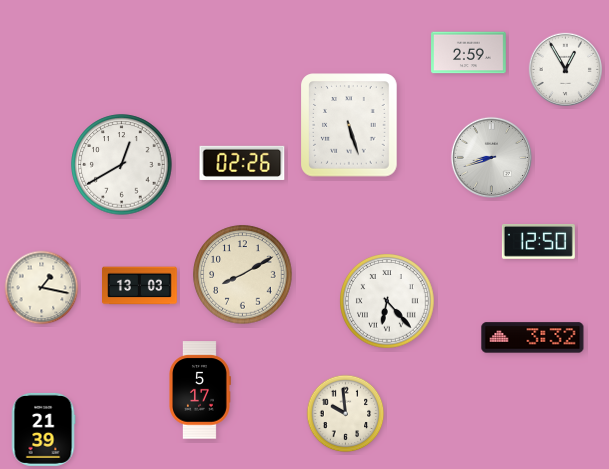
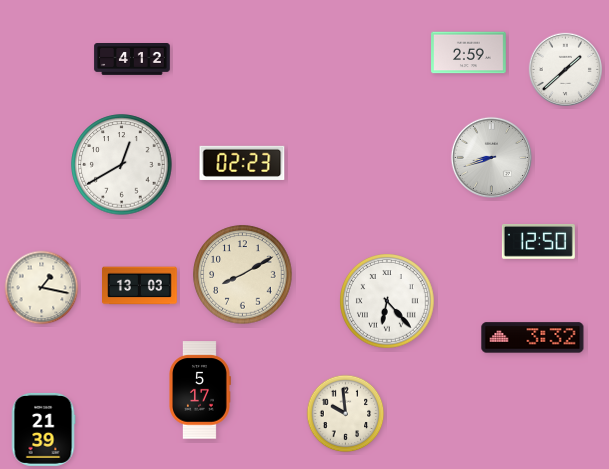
clock at (132, 60): none -> 4:12
clock at (565, 69): 12:55 -> 1:38
clock at (350, 125): 5:27 -> none
clock at (242, 162): 02:26 -> 02:23
